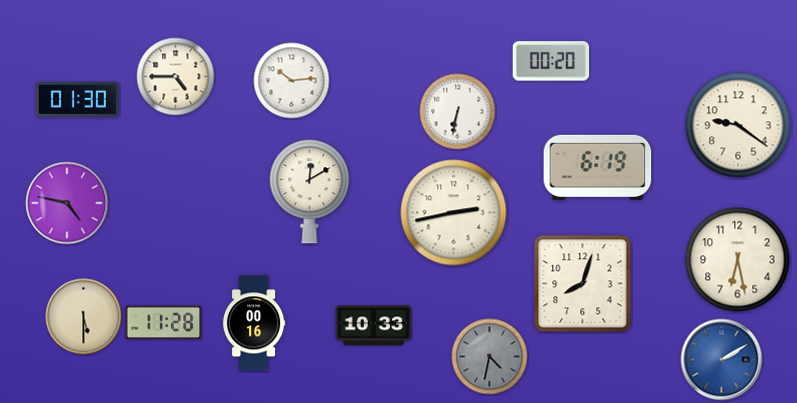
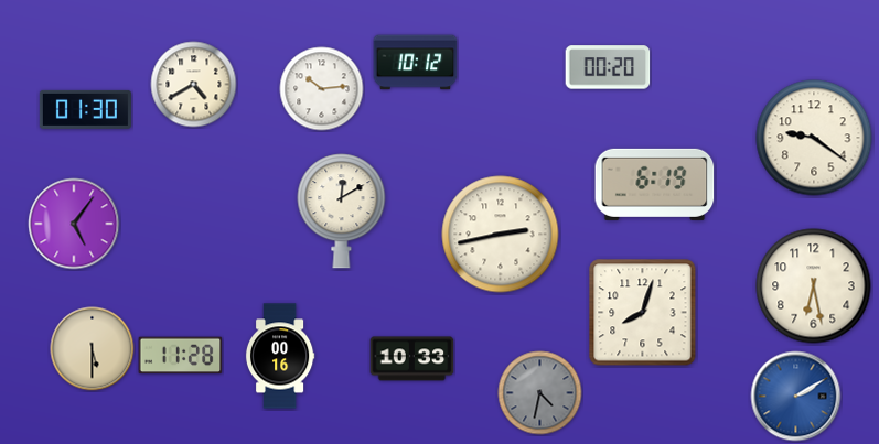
clock at (416, 63): none -> 10:12
clock at (176, 77): 4:45 -> 4:40
clock at (458, 112): 6:32 -> none
clock at (598, 167) position: (598, 167) -> (655, 184)
clock at (67, 203): 4:47 -> 5:06
